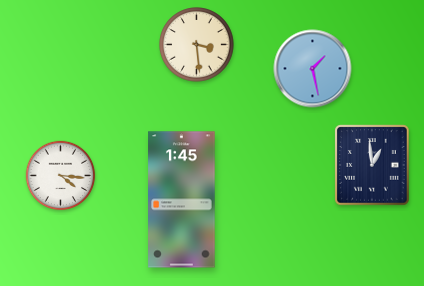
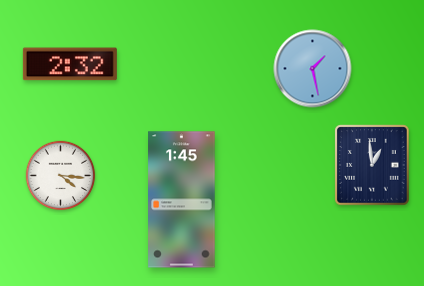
clock at (197, 45): 3:29 -> none
clock at (70, 64): none -> 2:32
